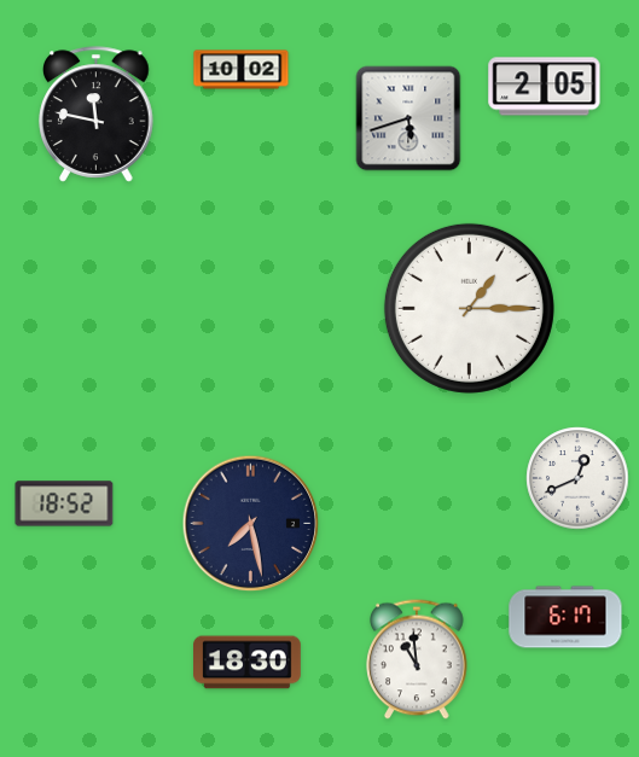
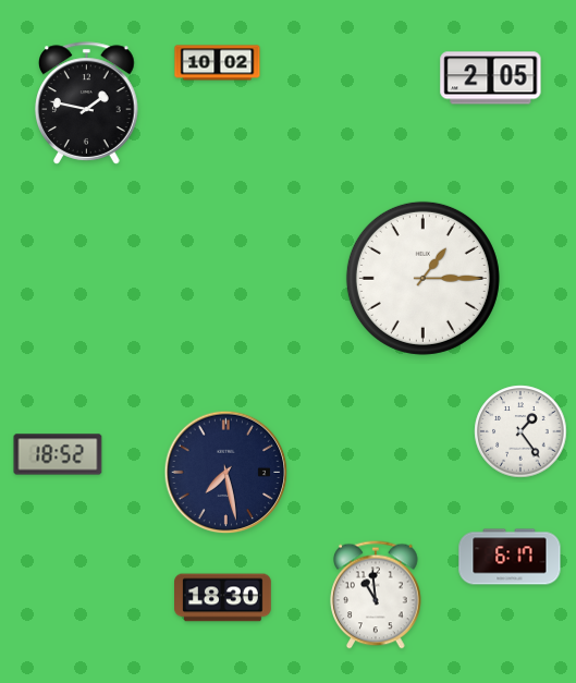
clock at (97, 115): 11:47 -> 1:47
clock at (408, 118): 5:42 -> none
clock at (577, 478): 12:41 -> 1:24
